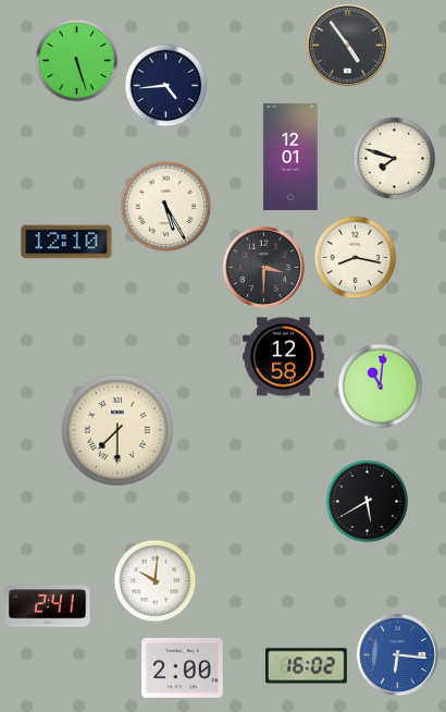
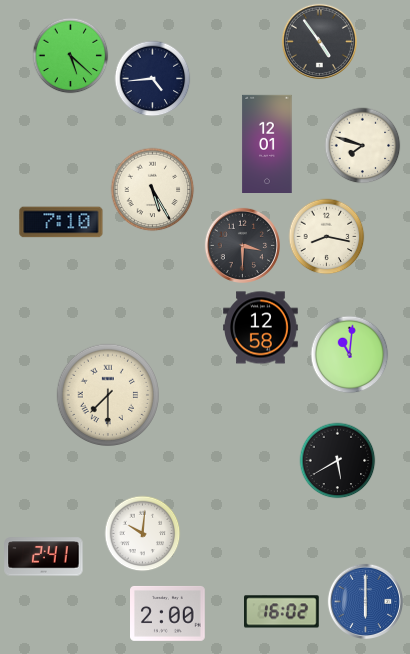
clock at (77, 61): 5:27 -> 5:22
clock at (66, 242): 12:10 -> 7:10
clock at (397, 654): 6:16 -> 6:00
